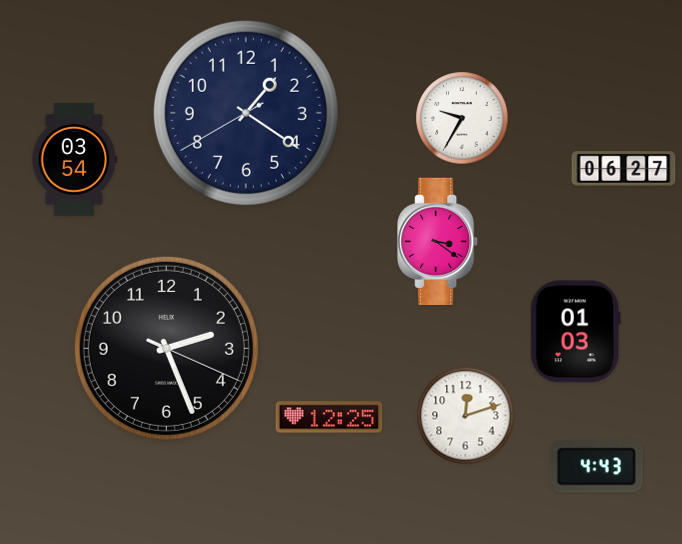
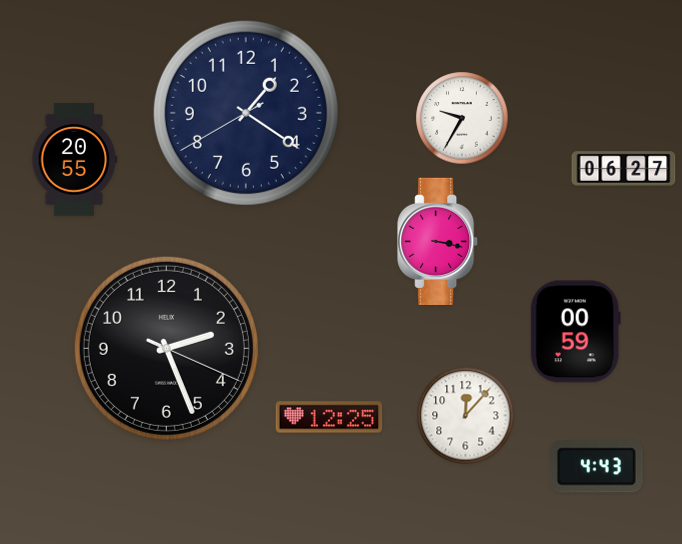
clock at (75, 160): 03:54 -> 20:55
clock at (438, 241): 3:21 -> 3:17
clock at (575, 332): 01:03 -> 00:59
clock at (466, 416): 12:12 -> 12:07
